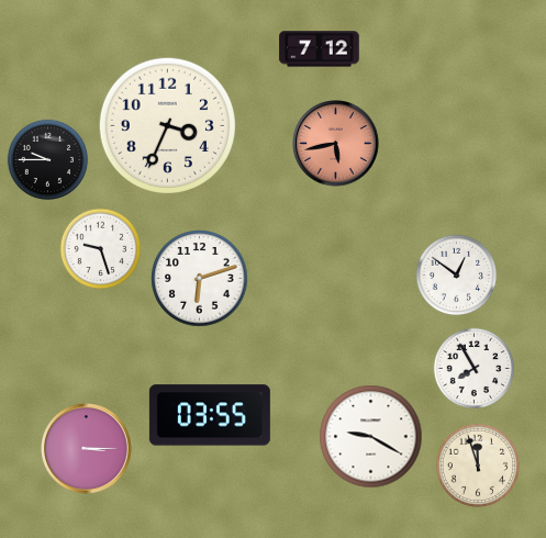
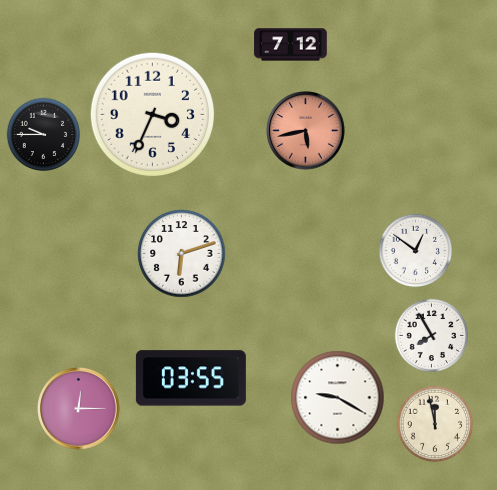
clock at (48, 160) position: (48, 160) -> (44, 135)
clock at (101, 249): 9:27 -> none
clock at (87, 449): 3:15 -> 12:15
clock at (478, 466): 11:57 -> 11:58
